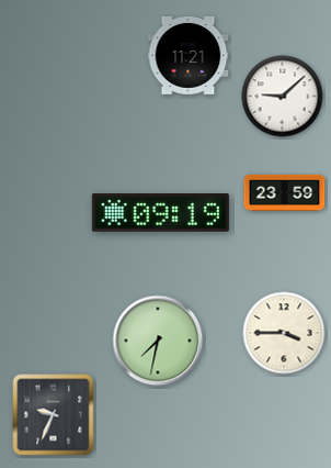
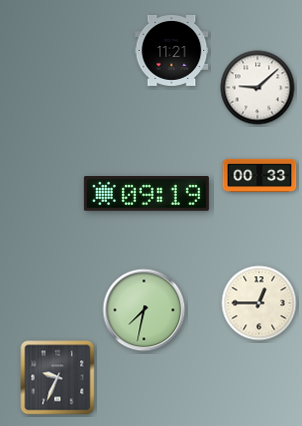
clock at (285, 192): 23:59 -> 00:33
clock at (284, 333): 3:45 -> 12:45
clock at (54, 415) position: (54, 415) -> (58, 378)
